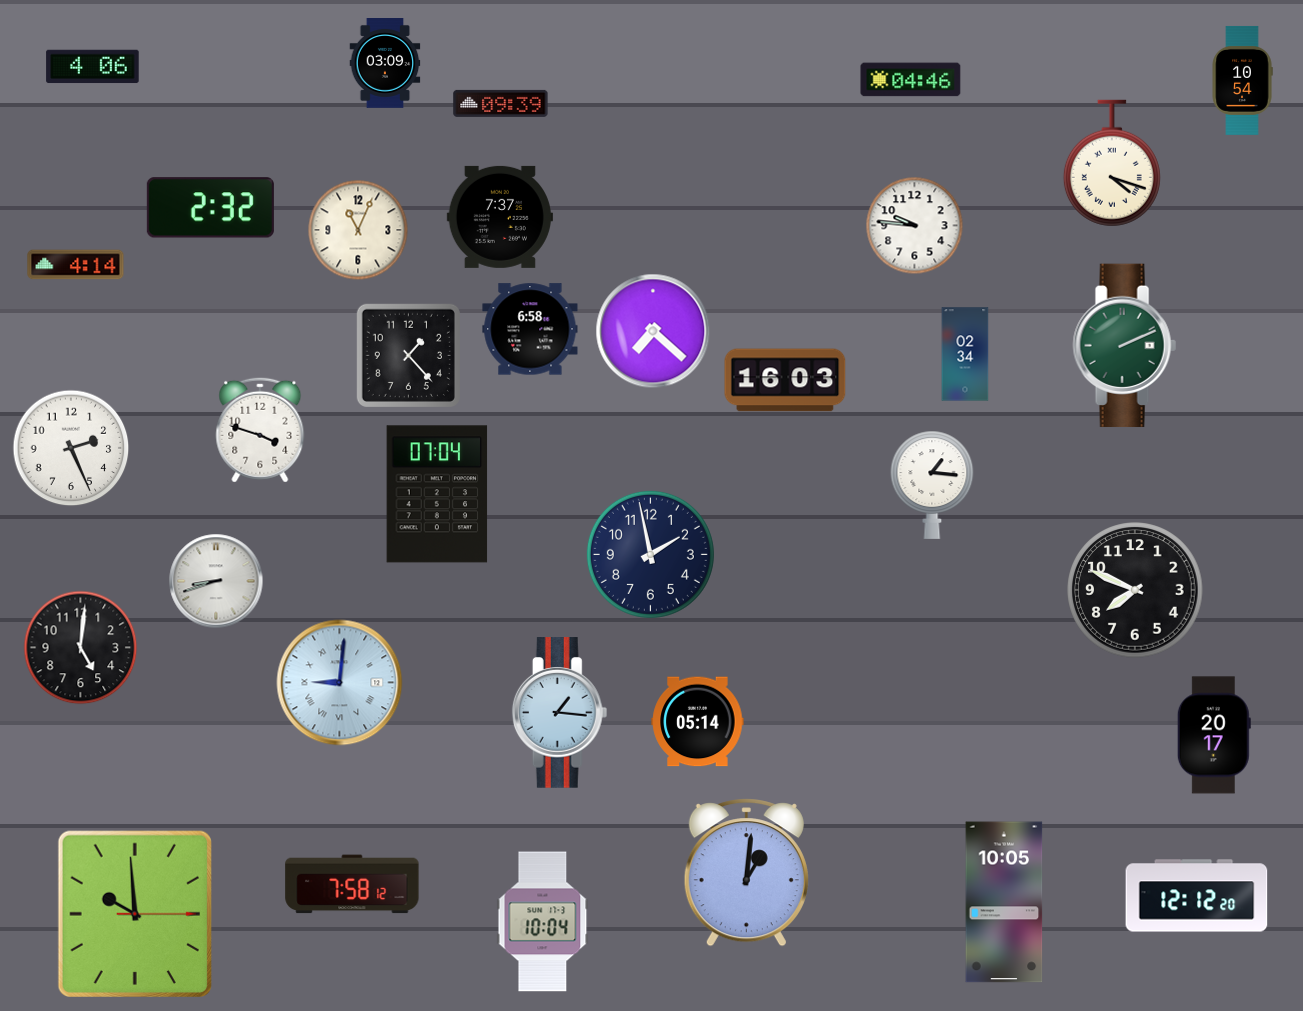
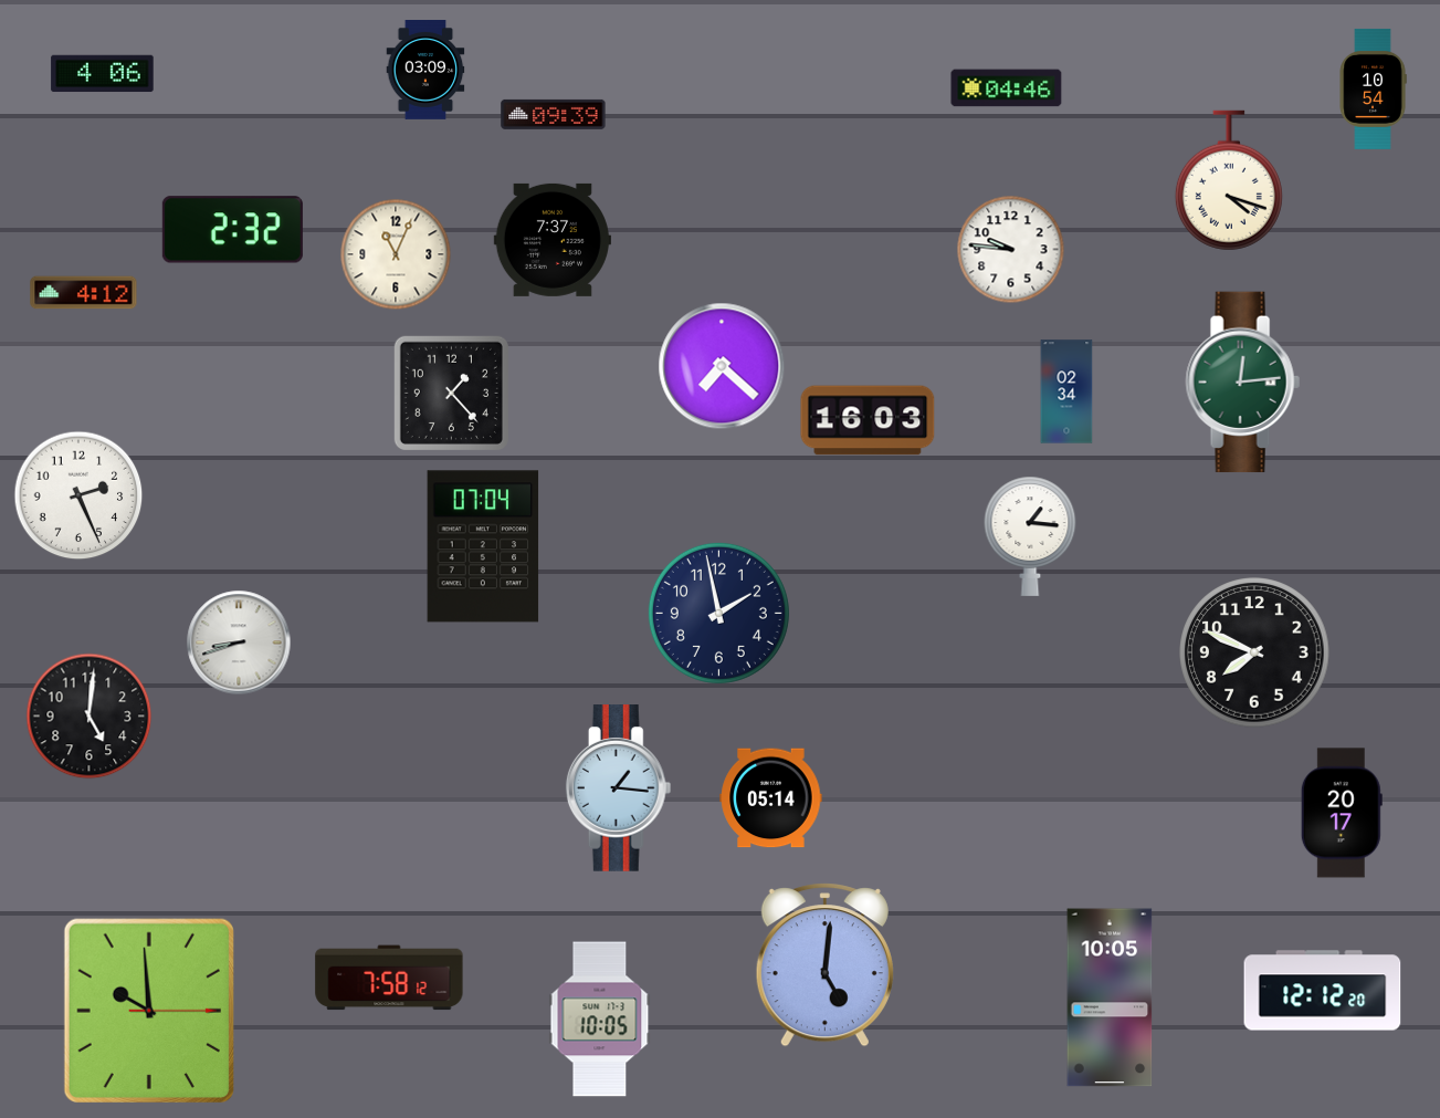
clock at (76, 265): 4:14 -> 4:12
clock at (530, 329): 6:58 -> none
clock at (1124, 346): 2:11 -> 12:14
clock at (260, 430): 3:48 -> none
clock at (340, 683): 9:01 -> none
clock at (746, 873): 1:01 -> 5:01
clock at (543, 922): 10:04 -> 10:05
